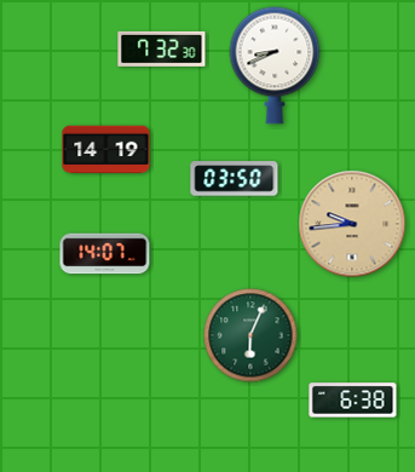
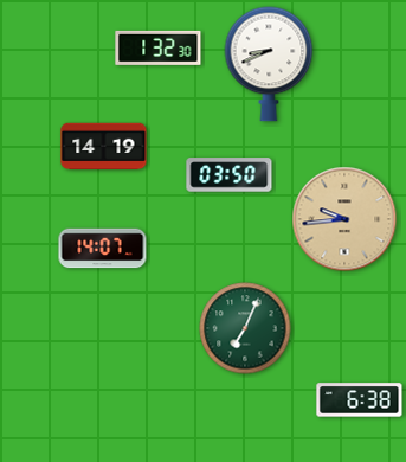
clock at (162, 48): 7:32 -> 1:32
clock at (250, 335): 6:04 -> 7:04
clock at (353, 401) position: (353, 401) -> (360, 400)
